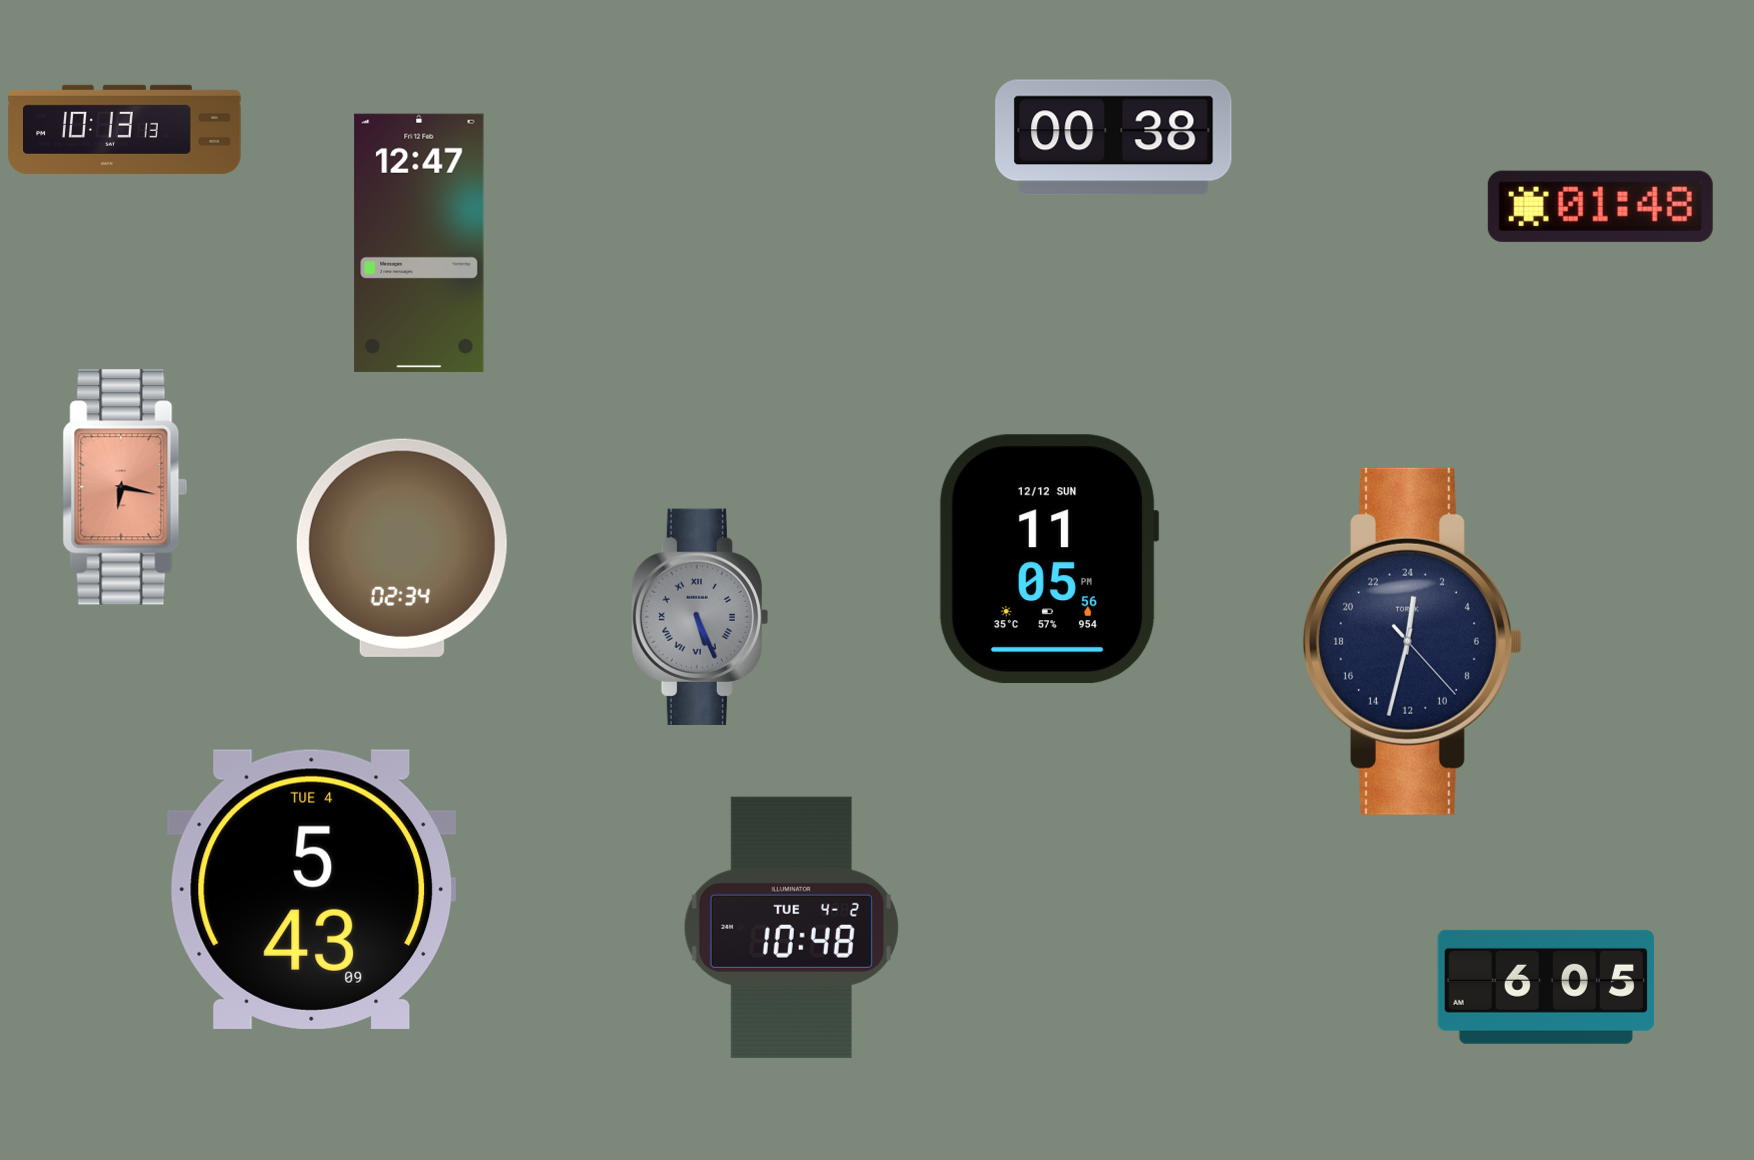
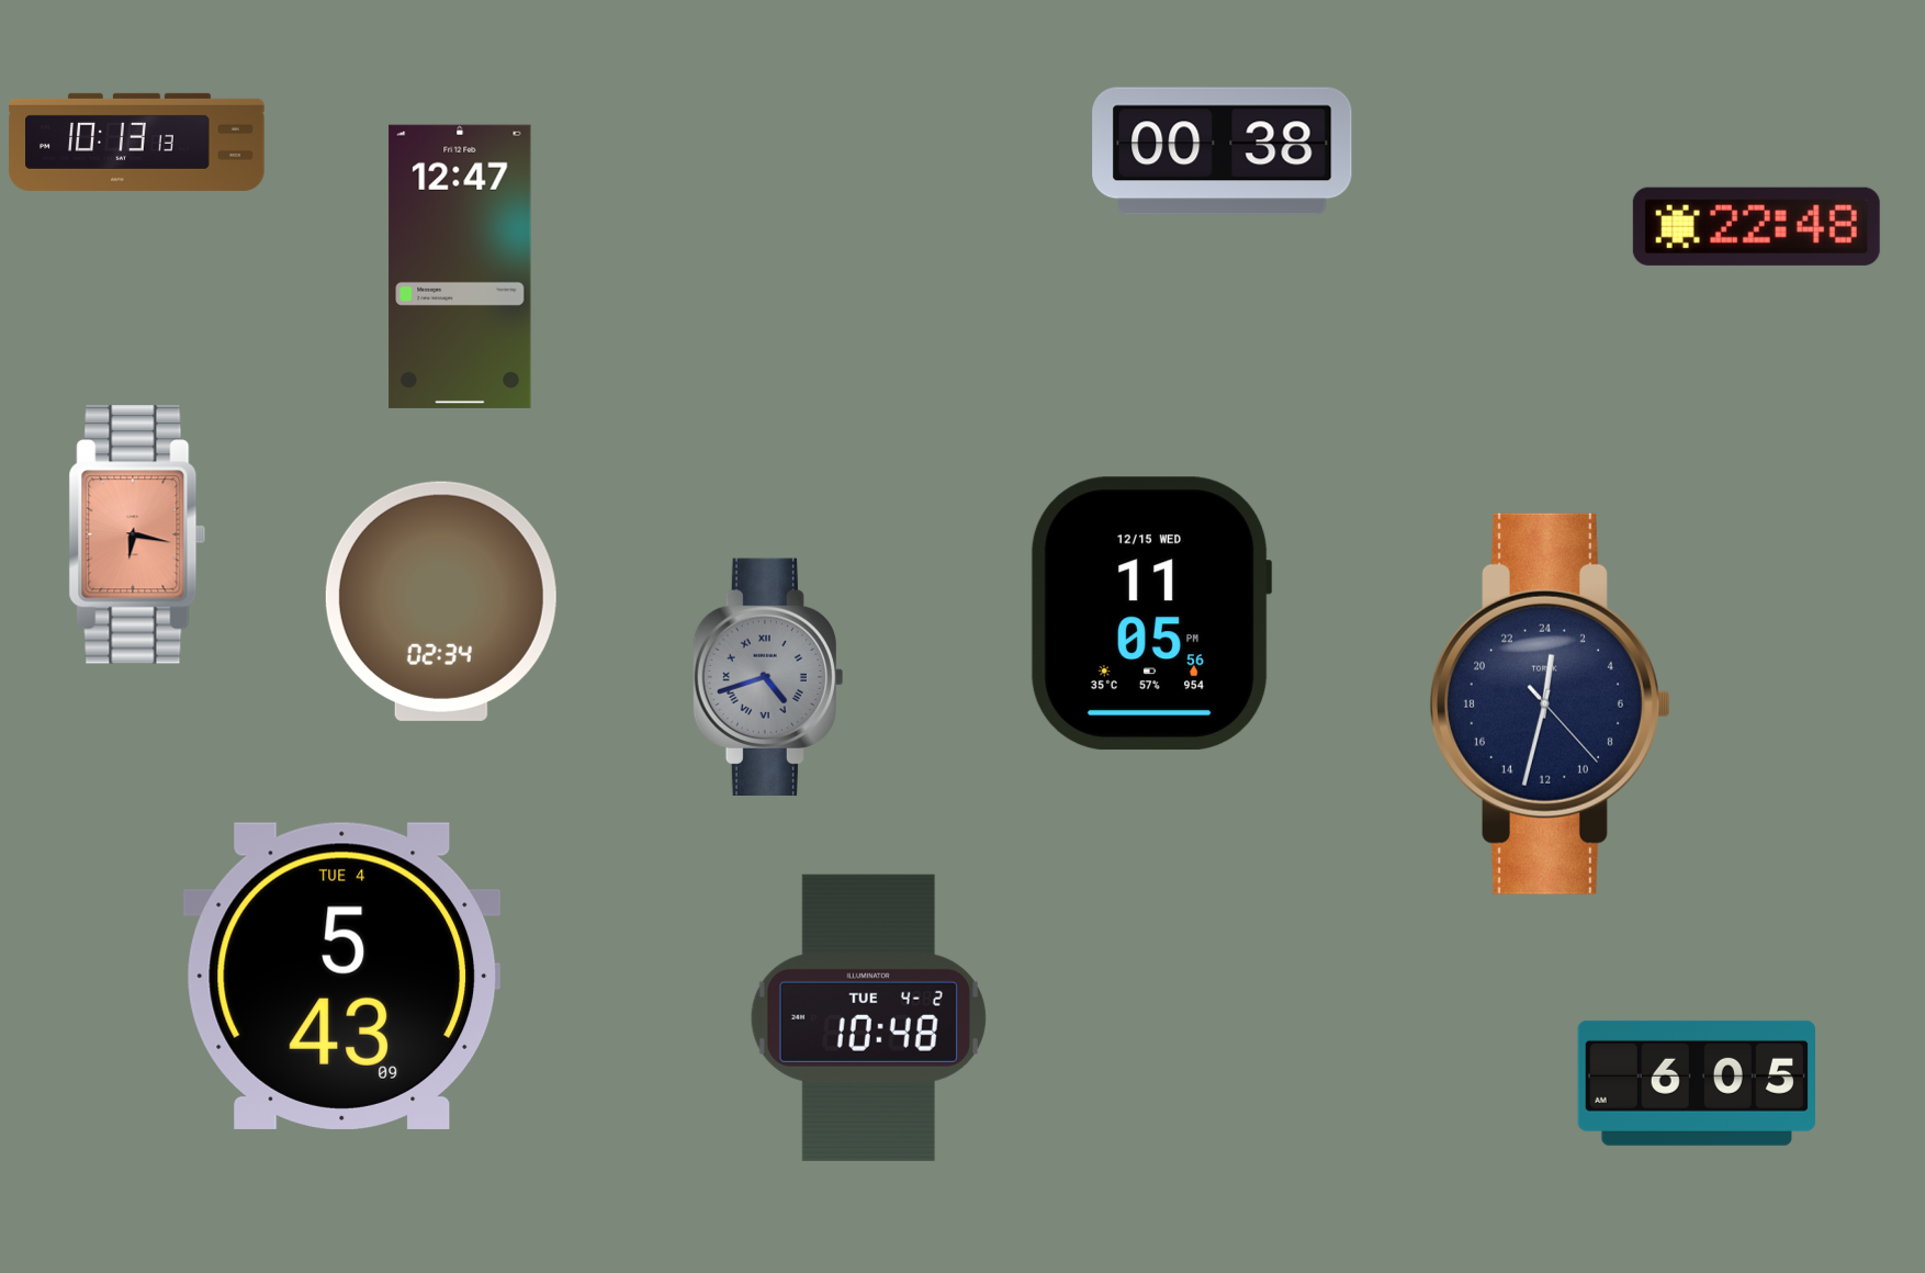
clock at (1600, 206): 01:48 -> 22:48
clock at (1049, 559) date: 12/12 SUN -> 12/15 WED
clock at (700, 617): 5:26 -> 4:42
